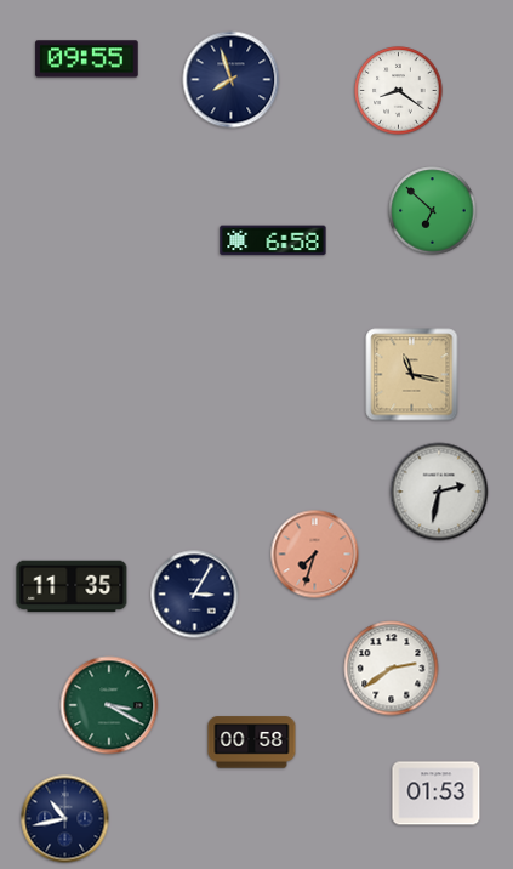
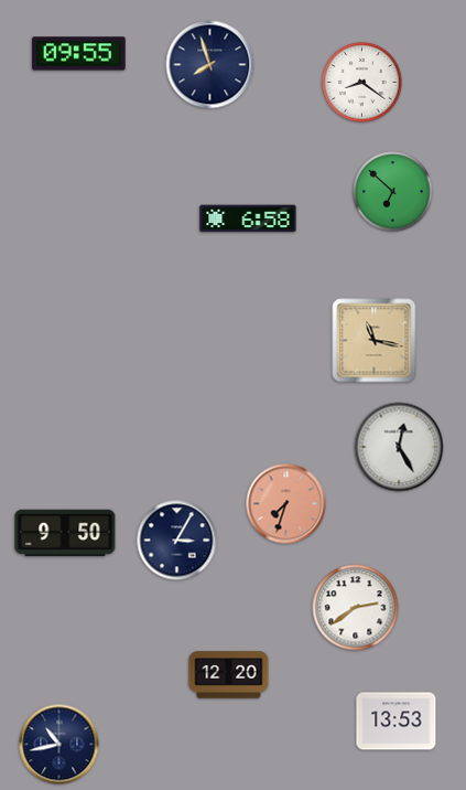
clock at (232, 80) position: (232, 80) -> (210, 65)
clock at (439, 492): 2:32 -> 12:25
clock at (72, 586): 11:35 -> 9:50
clock at (109, 705): 3:20 -> none
clock at (252, 743): 00:58 -> 12:20
clock at (437, 794): 01:53 -> 13:53
